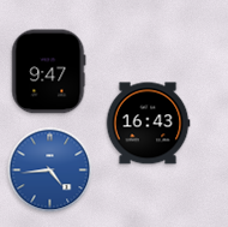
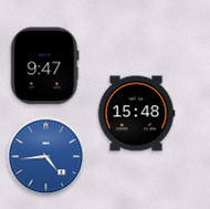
clock at (148, 124): 16:43 -> 15:48
